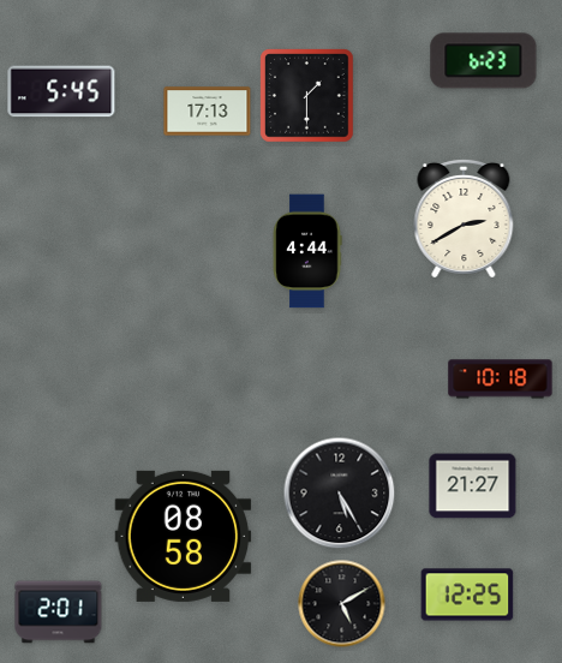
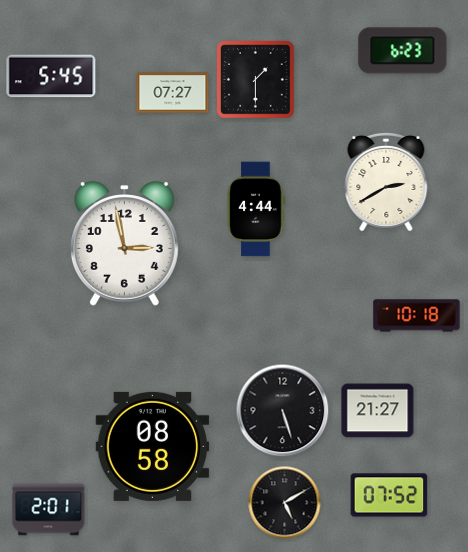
clock at (208, 112): 17:13 -> 07:27
clock at (124, 244): none -> 2:58
clock at (473, 486) position: (473, 486) -> (378, 411)
clock at (340, 494): 5:25 -> 5:27
clock at (467, 595): 12:25 -> 07:52
